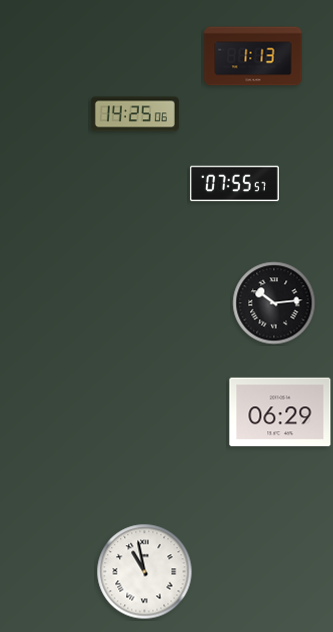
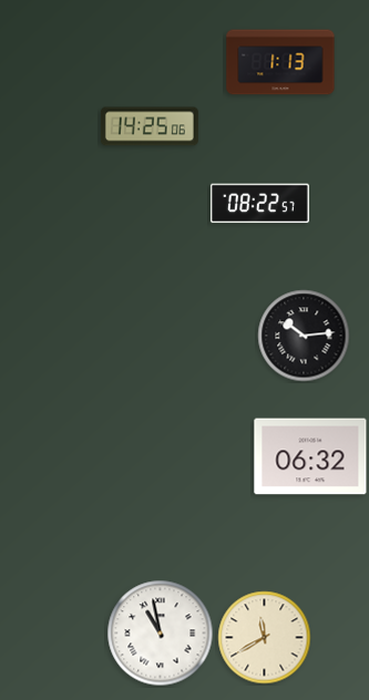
clock at (234, 184): 07:55 -> 08:22
clock at (280, 412): 06:29 -> 06:32
clock at (265, 638): none -> 11:40
